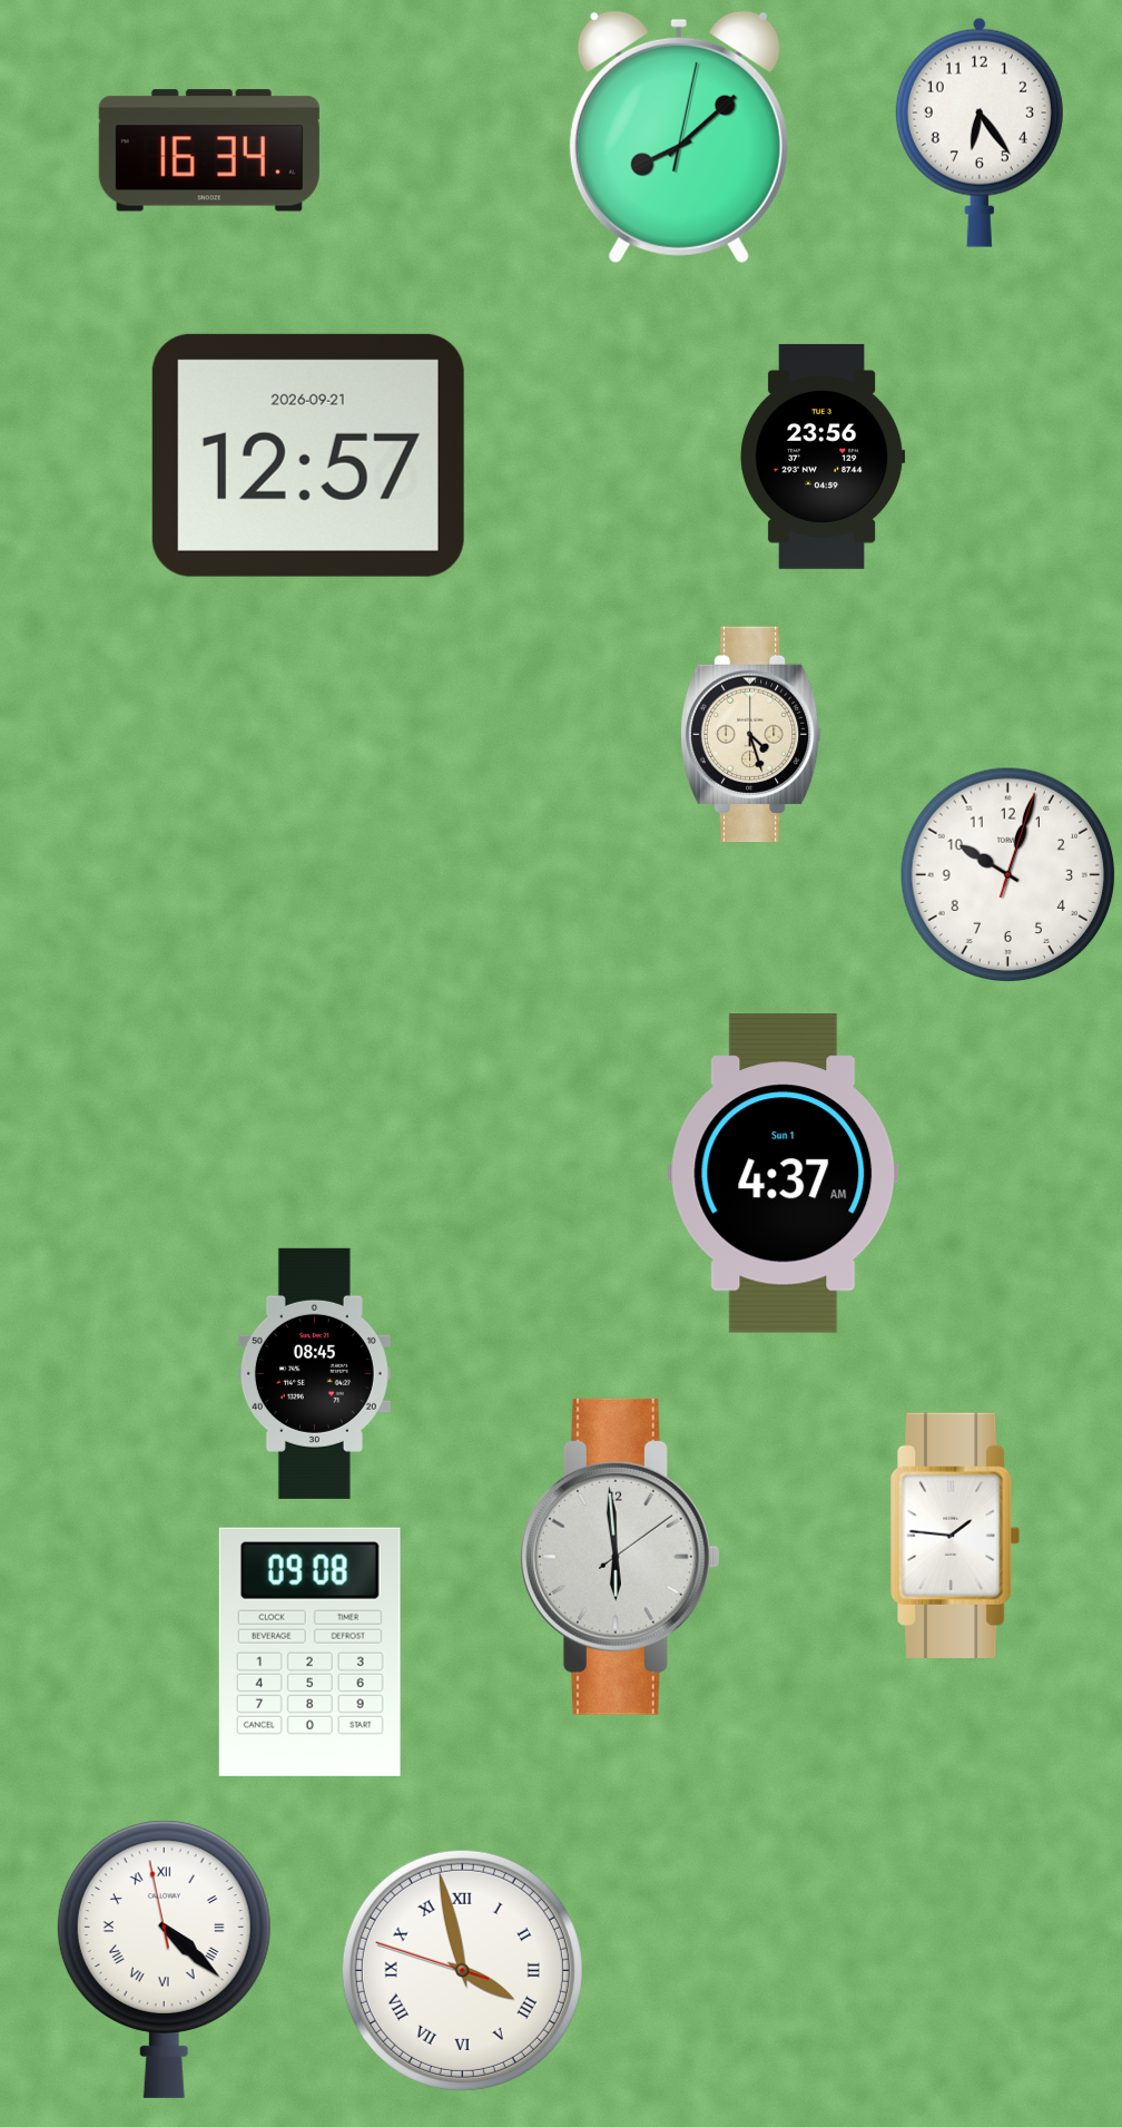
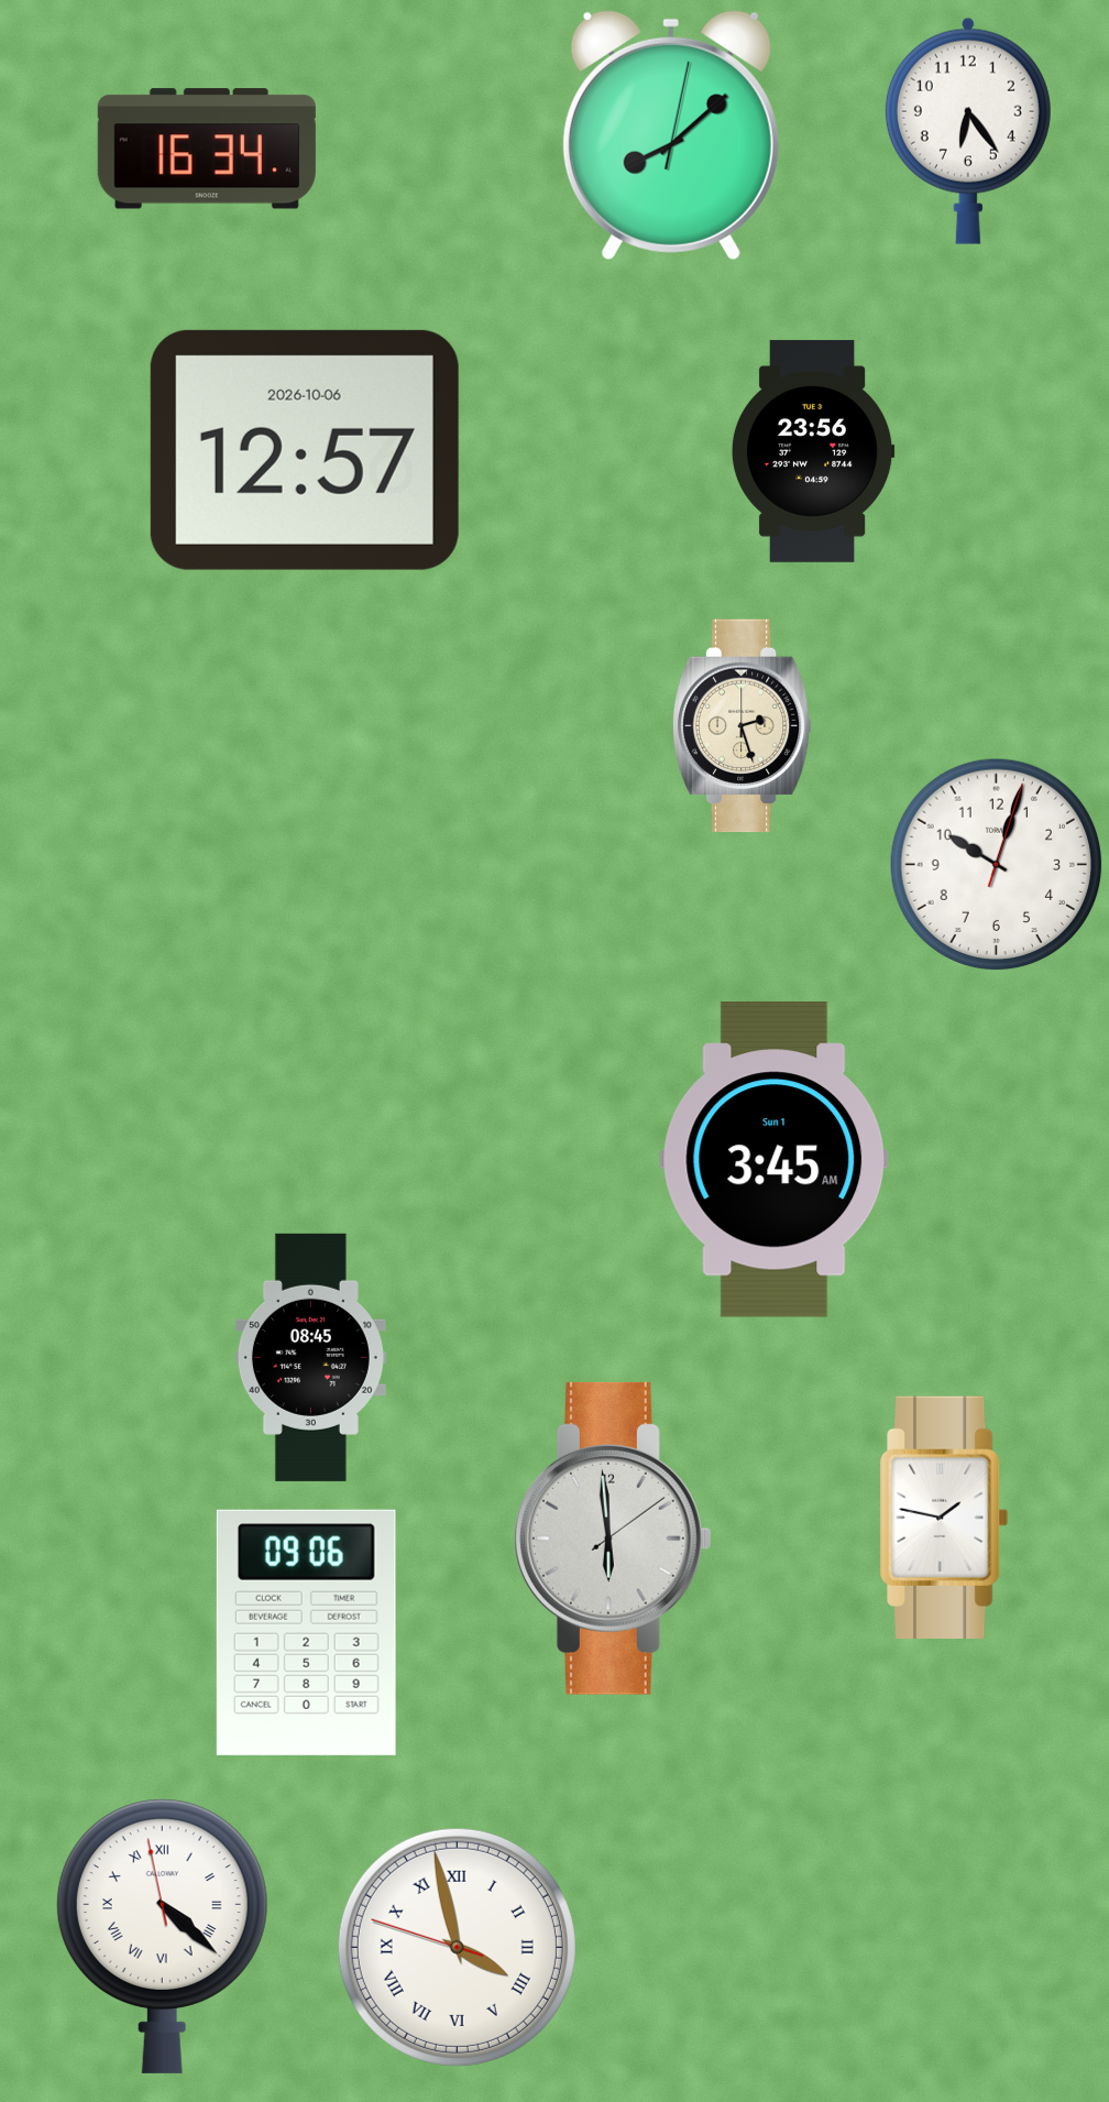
clock at (308, 455) date: 2026-09-21 -> 2026-10-06
clock at (750, 735): 4:27 -> 2:27
clock at (784, 1174): 4:37 -> 3:45
clock at (955, 1535): 1:46 -> 1:47
clock at (309, 1651): 09:08 -> 09:06
